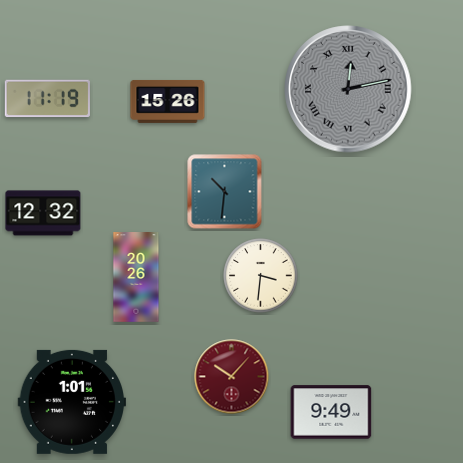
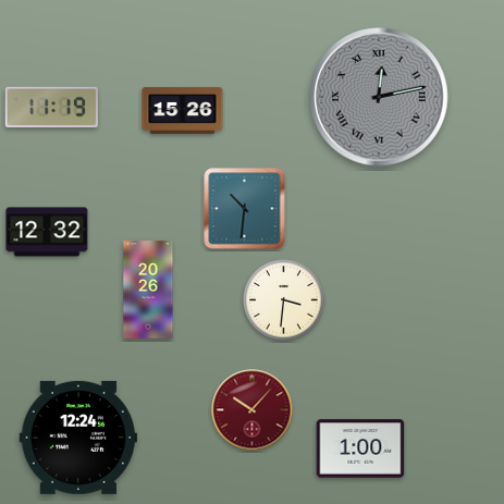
clock at (136, 277) position: (136, 277) -> (148, 290)
clock at (71, 402): 1:01 -> 12:24
clock at (331, 412): 9:49 -> 1:00
